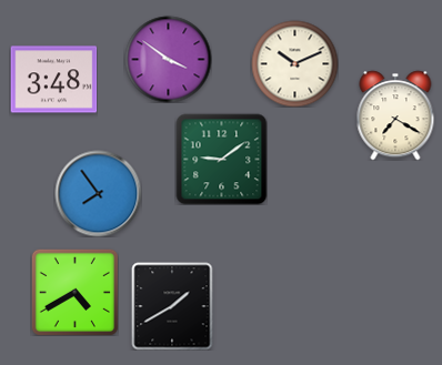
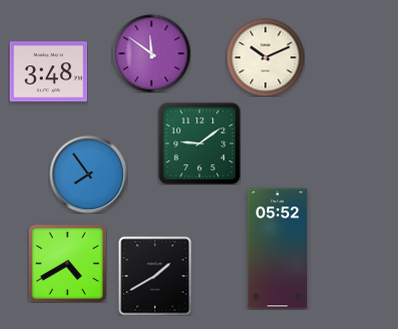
clock at (168, 59): 3:51 -> 11:51
clock at (395, 115): 7:20 -> none
clock at (277, 249): none -> 05:52
